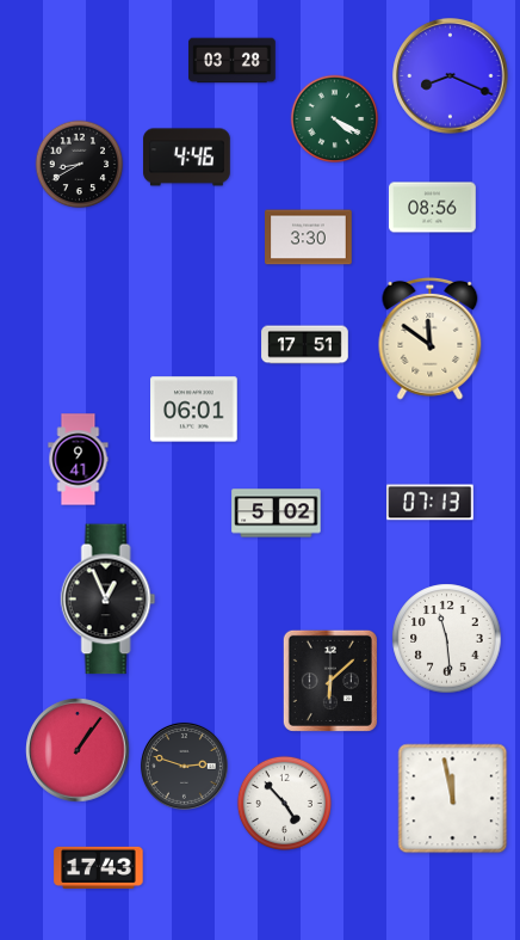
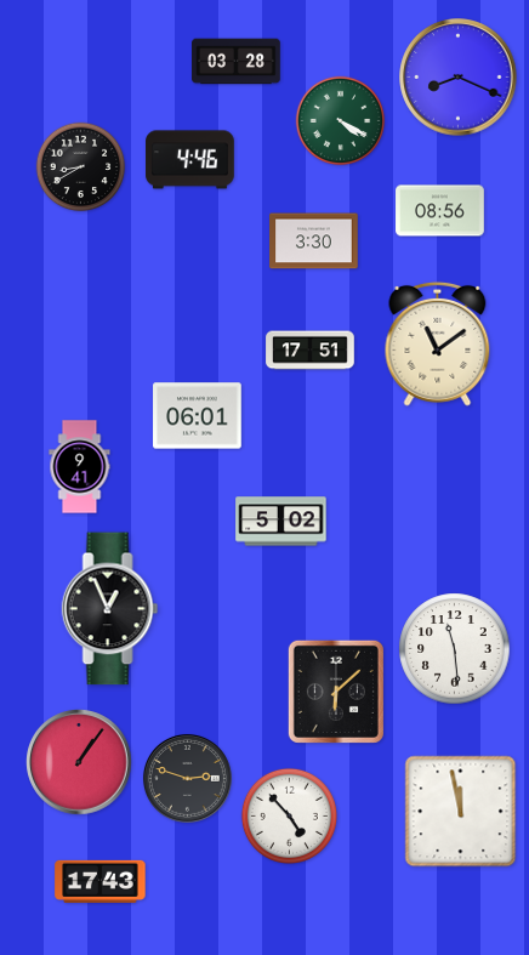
clock at (431, 338): 11:51 -> 11:09
clock at (431, 503): 07:13 -> none
